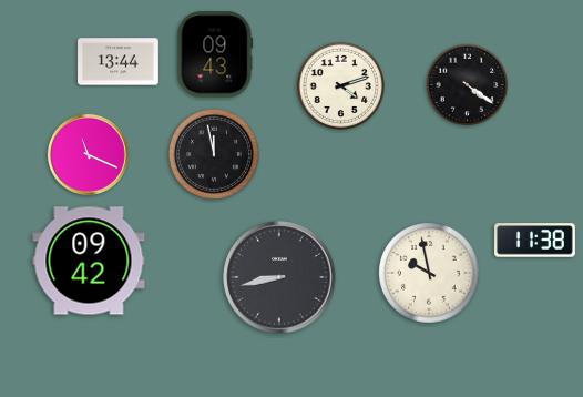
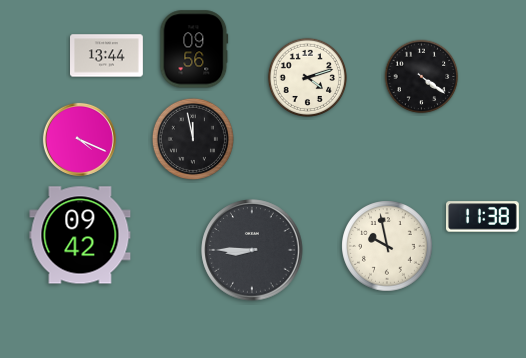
clock at (215, 54): 09:43 -> 09:56
clock at (88, 154): 11:19 -> 4:19
clock at (279, 277): 8:43 -> 8:45
